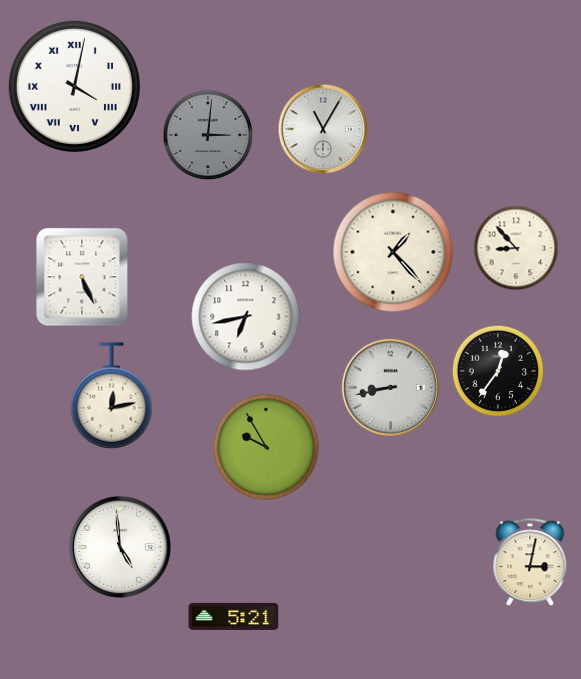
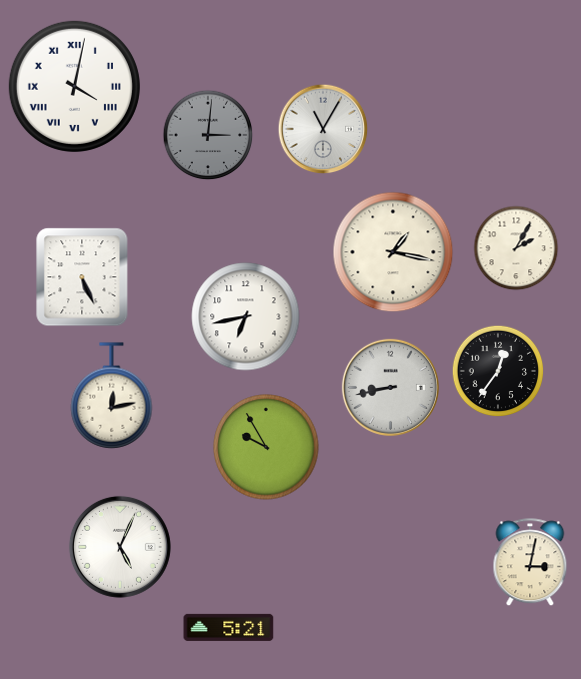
clock at (516, 248): 8:53 -> 2:05
clock at (393, 252): 1:23 -> 1:17
clock at (120, 547): 4:59 -> 5:04
clock at (234, 616) position: (234, 616) -> (229, 627)
